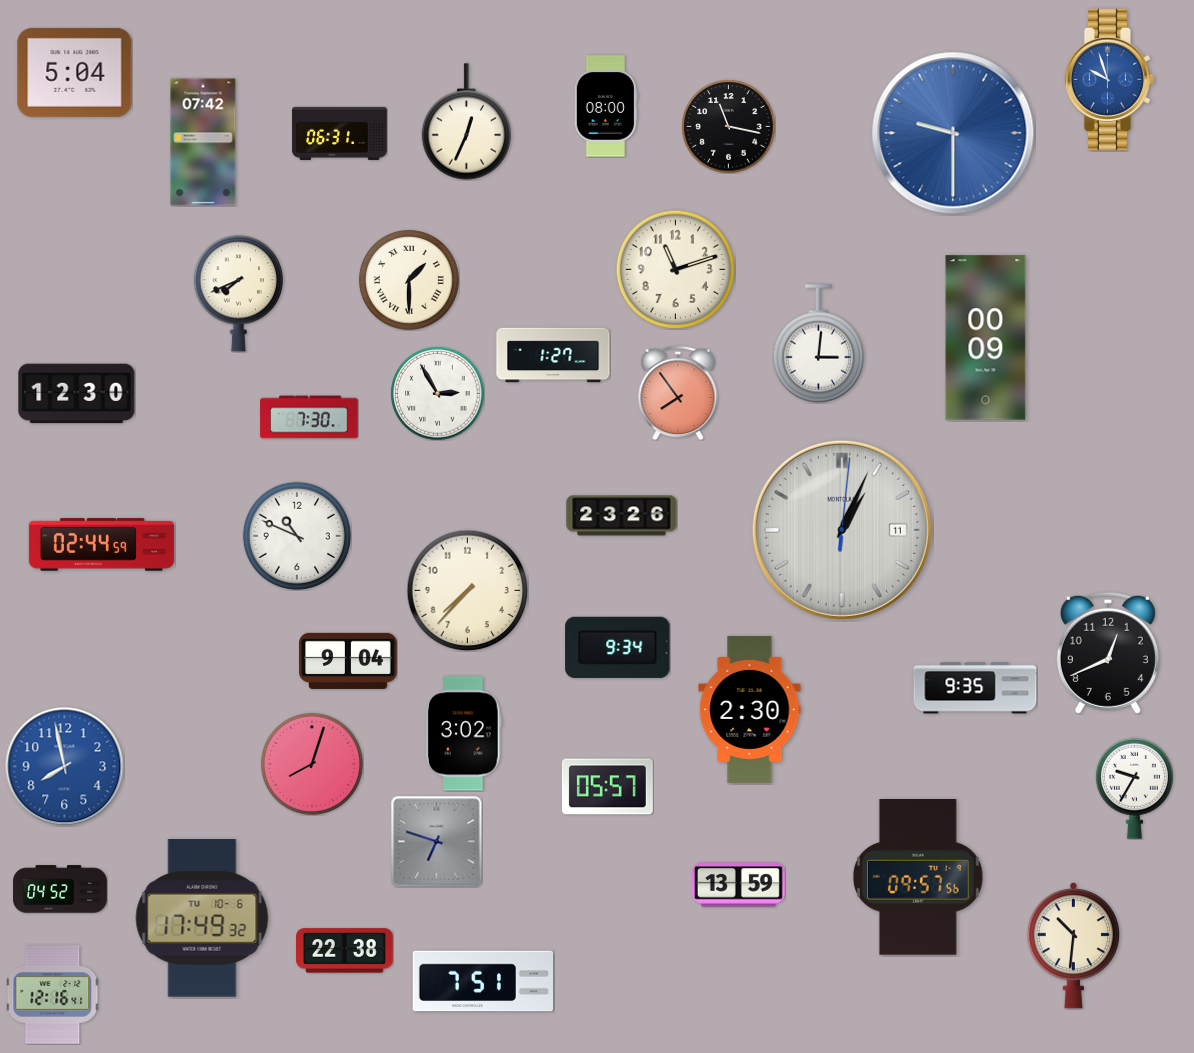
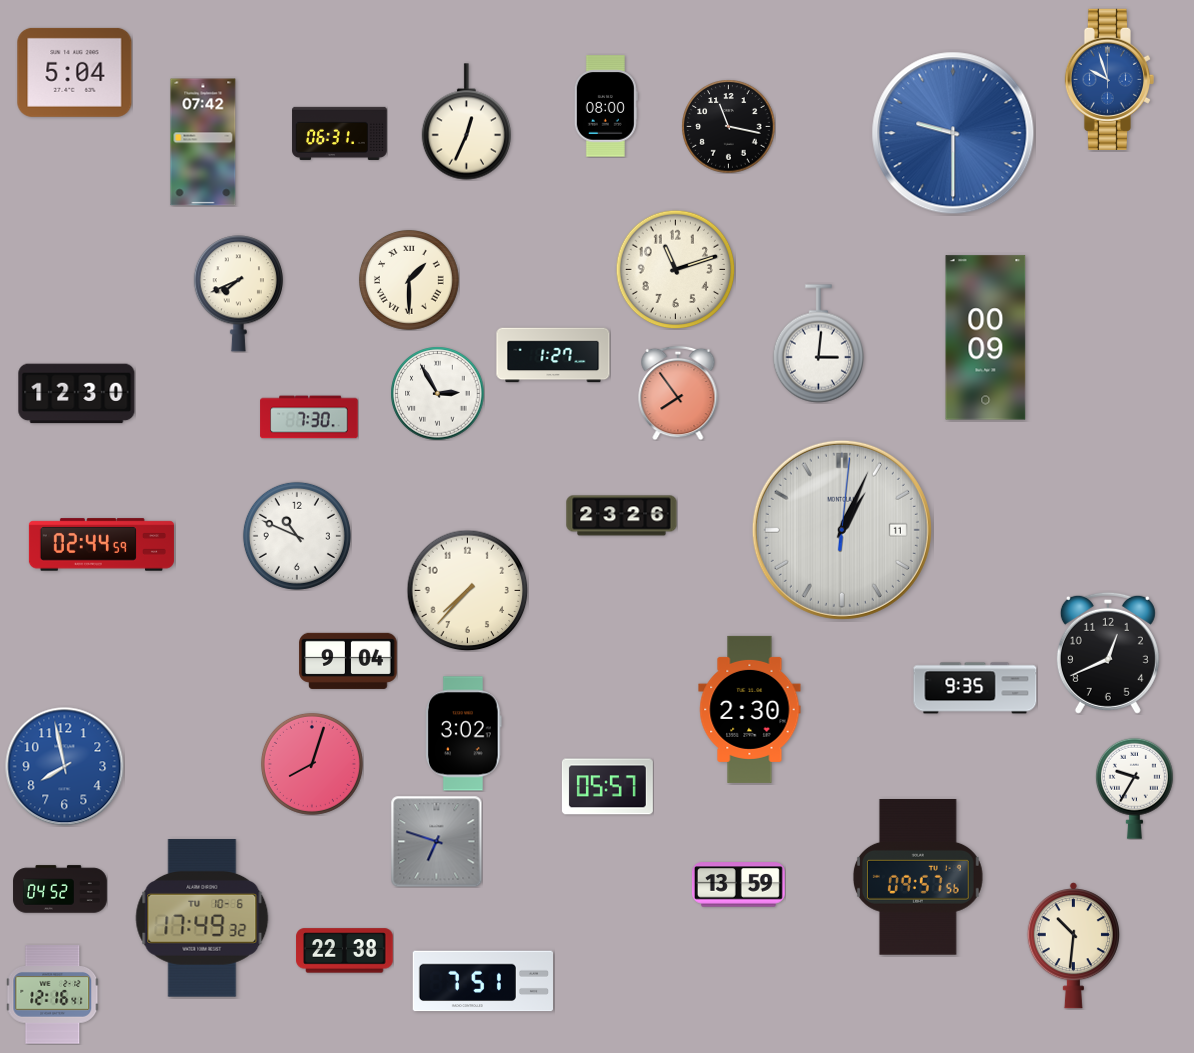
clock at (618, 647): 9:34 -> none
